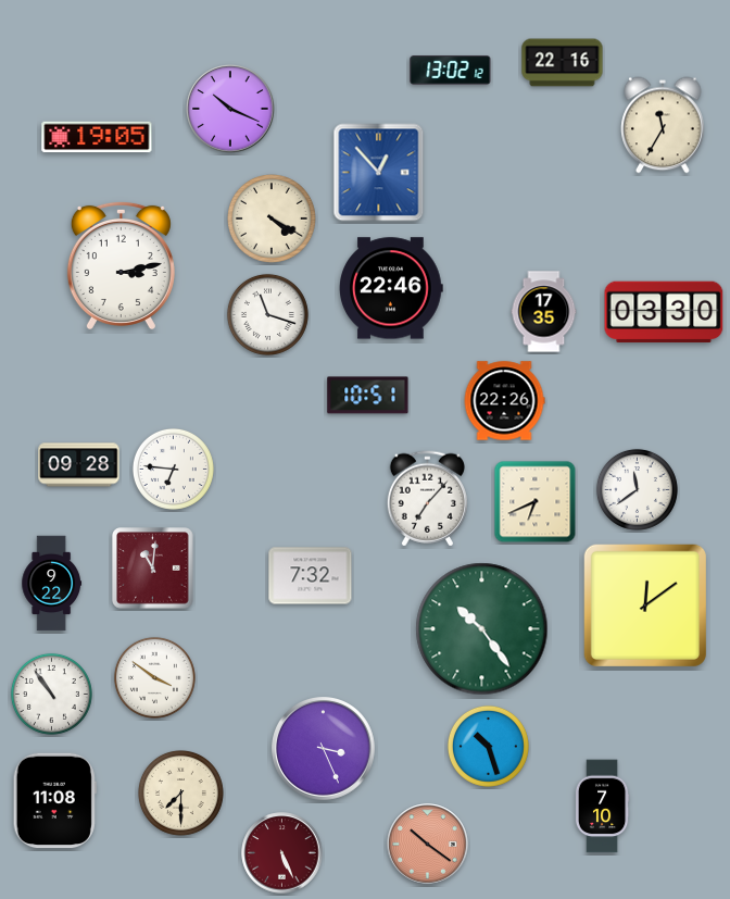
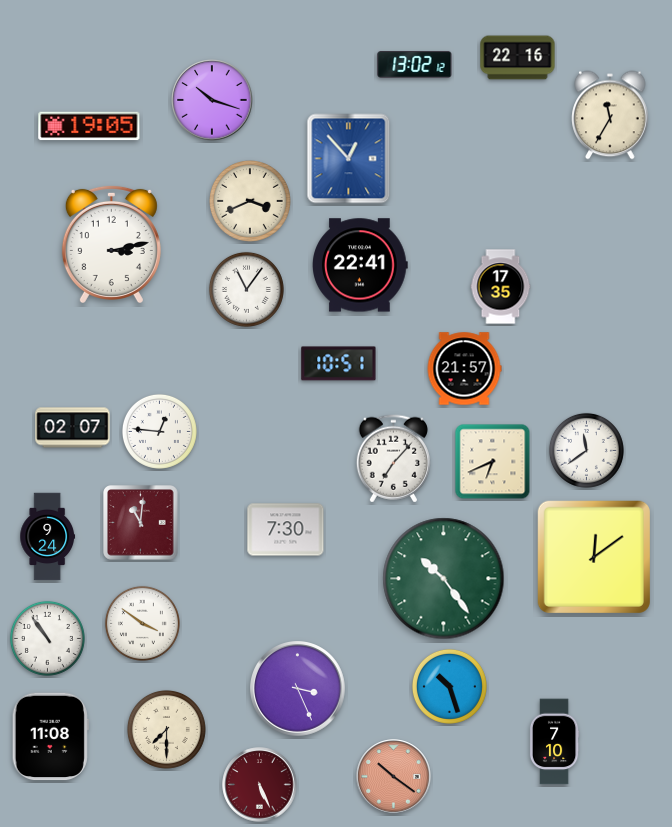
clock at (230, 109): 10:19 -> 10:18
clock at (273, 220): 4:20 -> 3:41
clock at (392, 288): 22:46 -> 22:41
clock at (664, 312): 03:30 -> none
clock at (267, 314): 11:18 -> 11:06
clock at (504, 401): 22:26 -> 21:57
clock at (79, 465): 09:28 -> 02:07
clock at (173, 469): 6:46 -> 12:46
clock at (311, 576): 7:32 -> 7:30
clock at (52, 584): 9:22 -> 9:24
